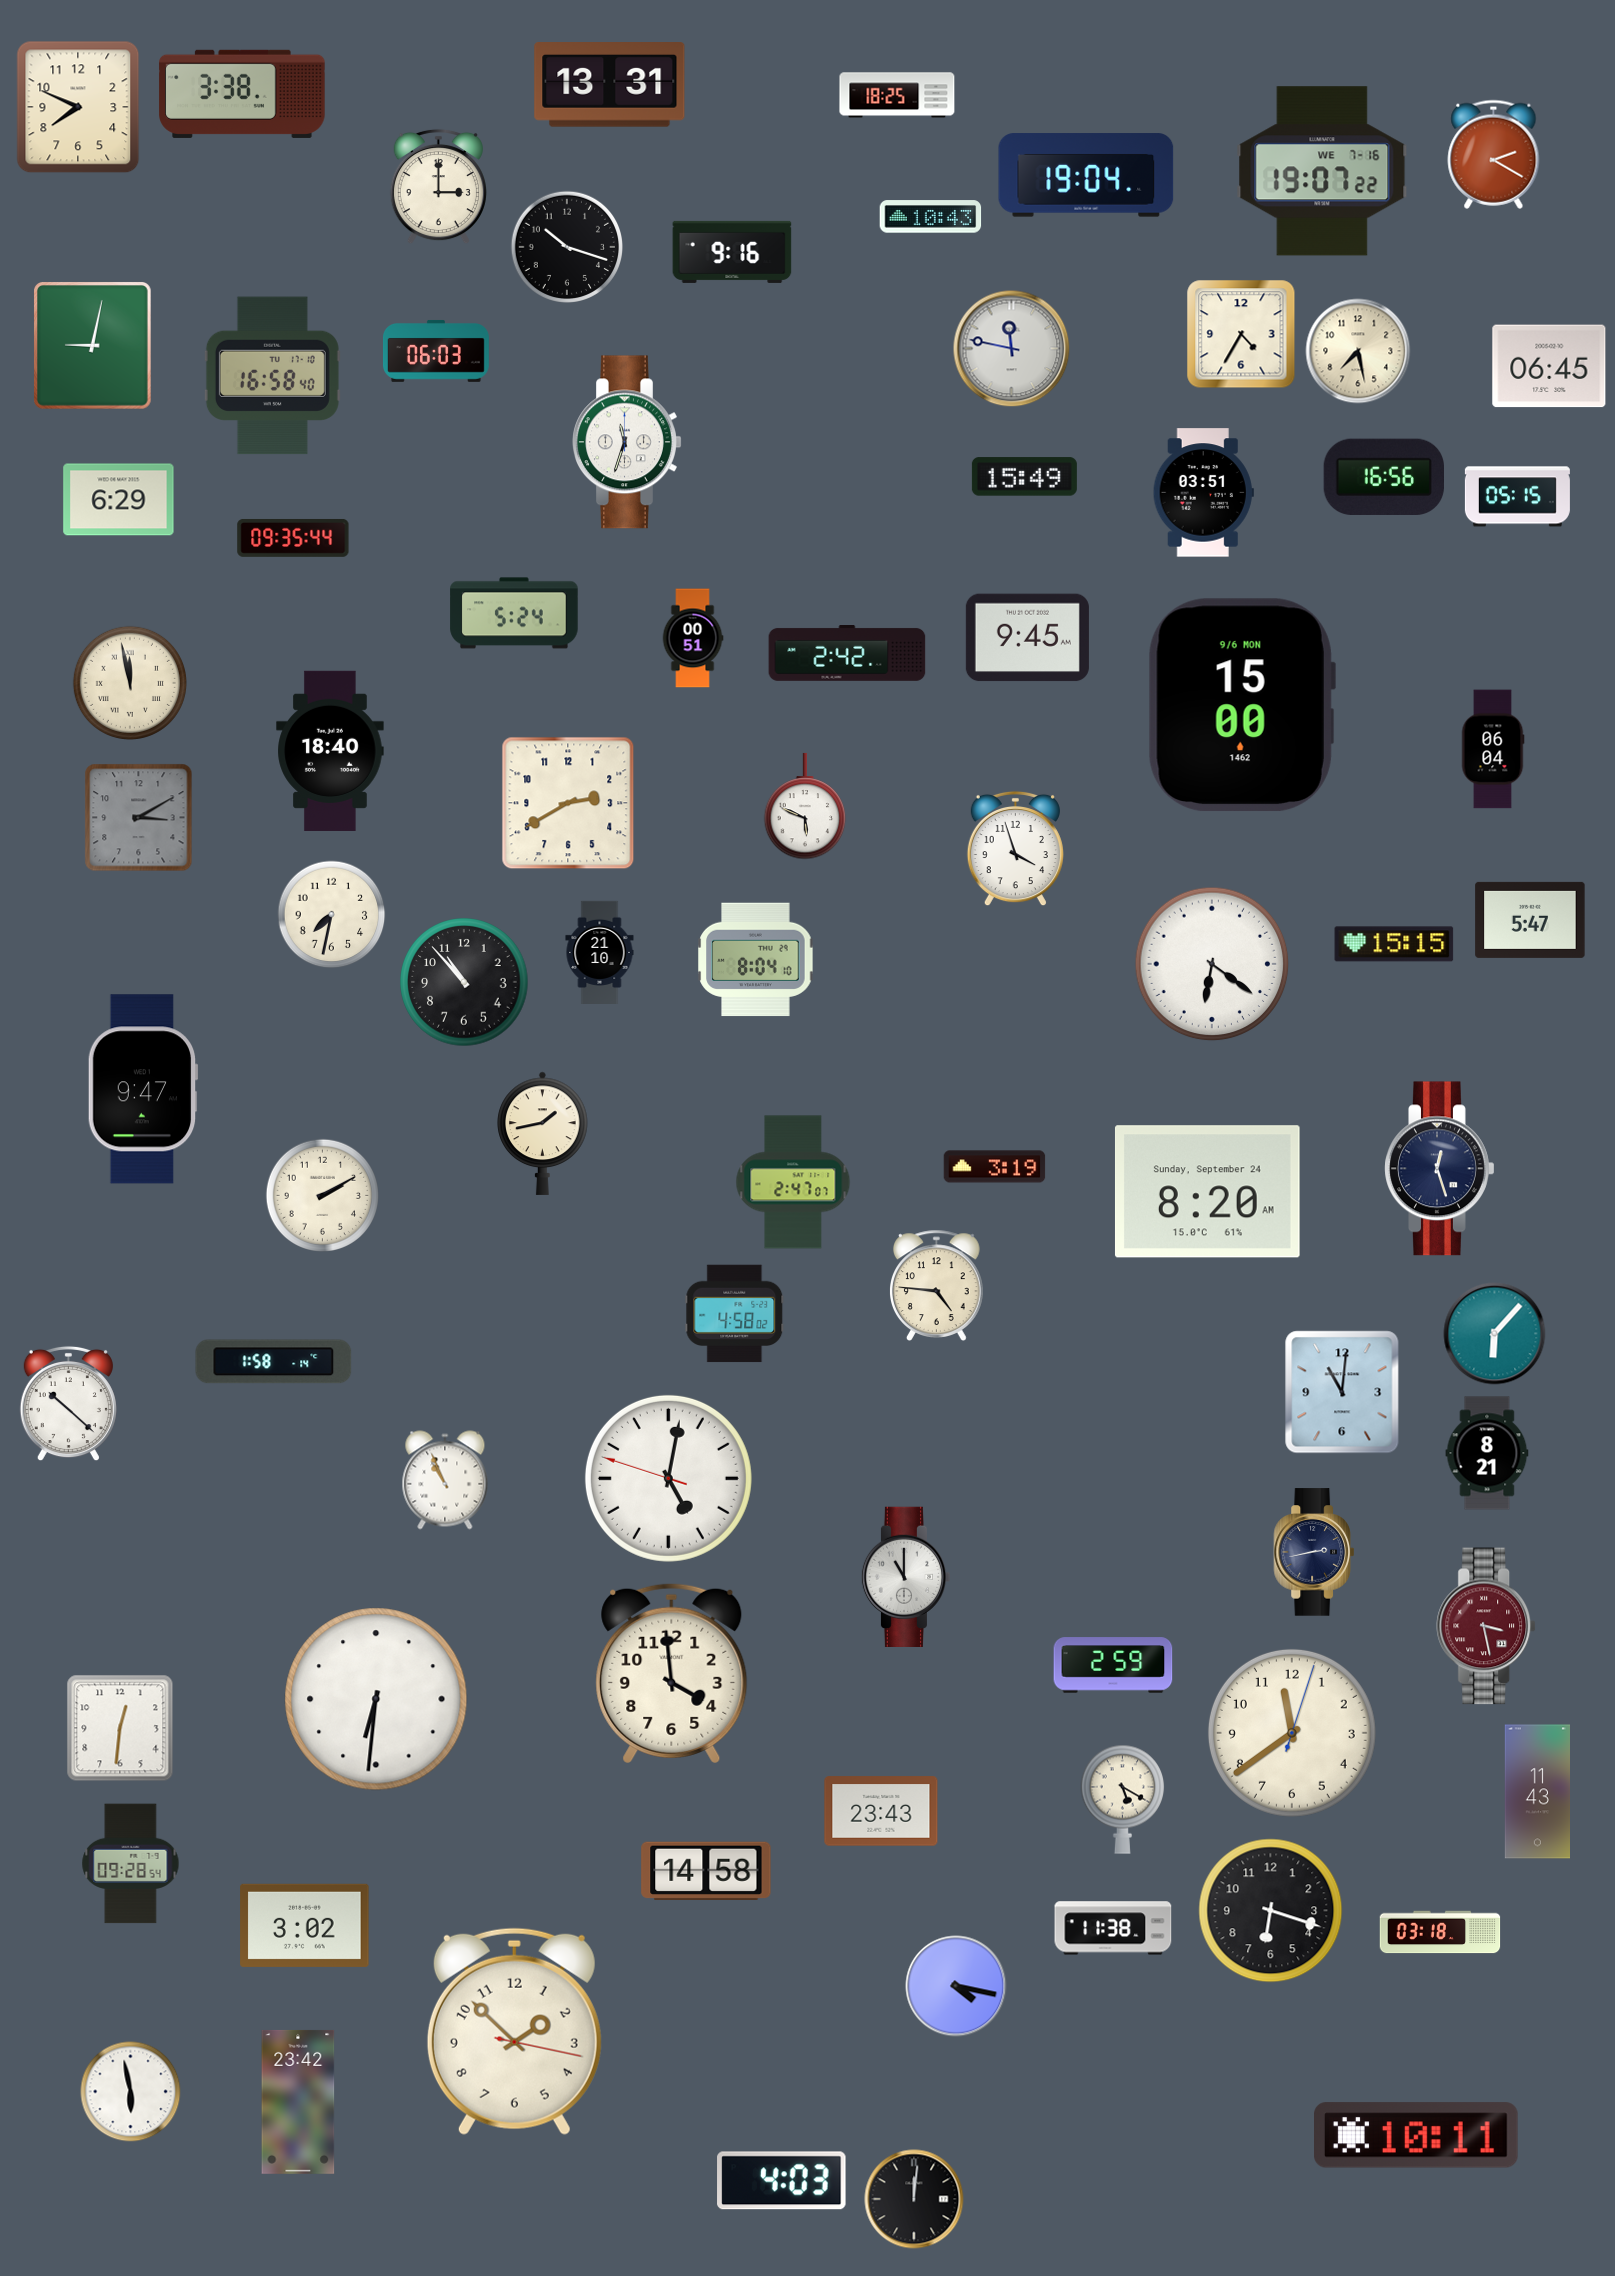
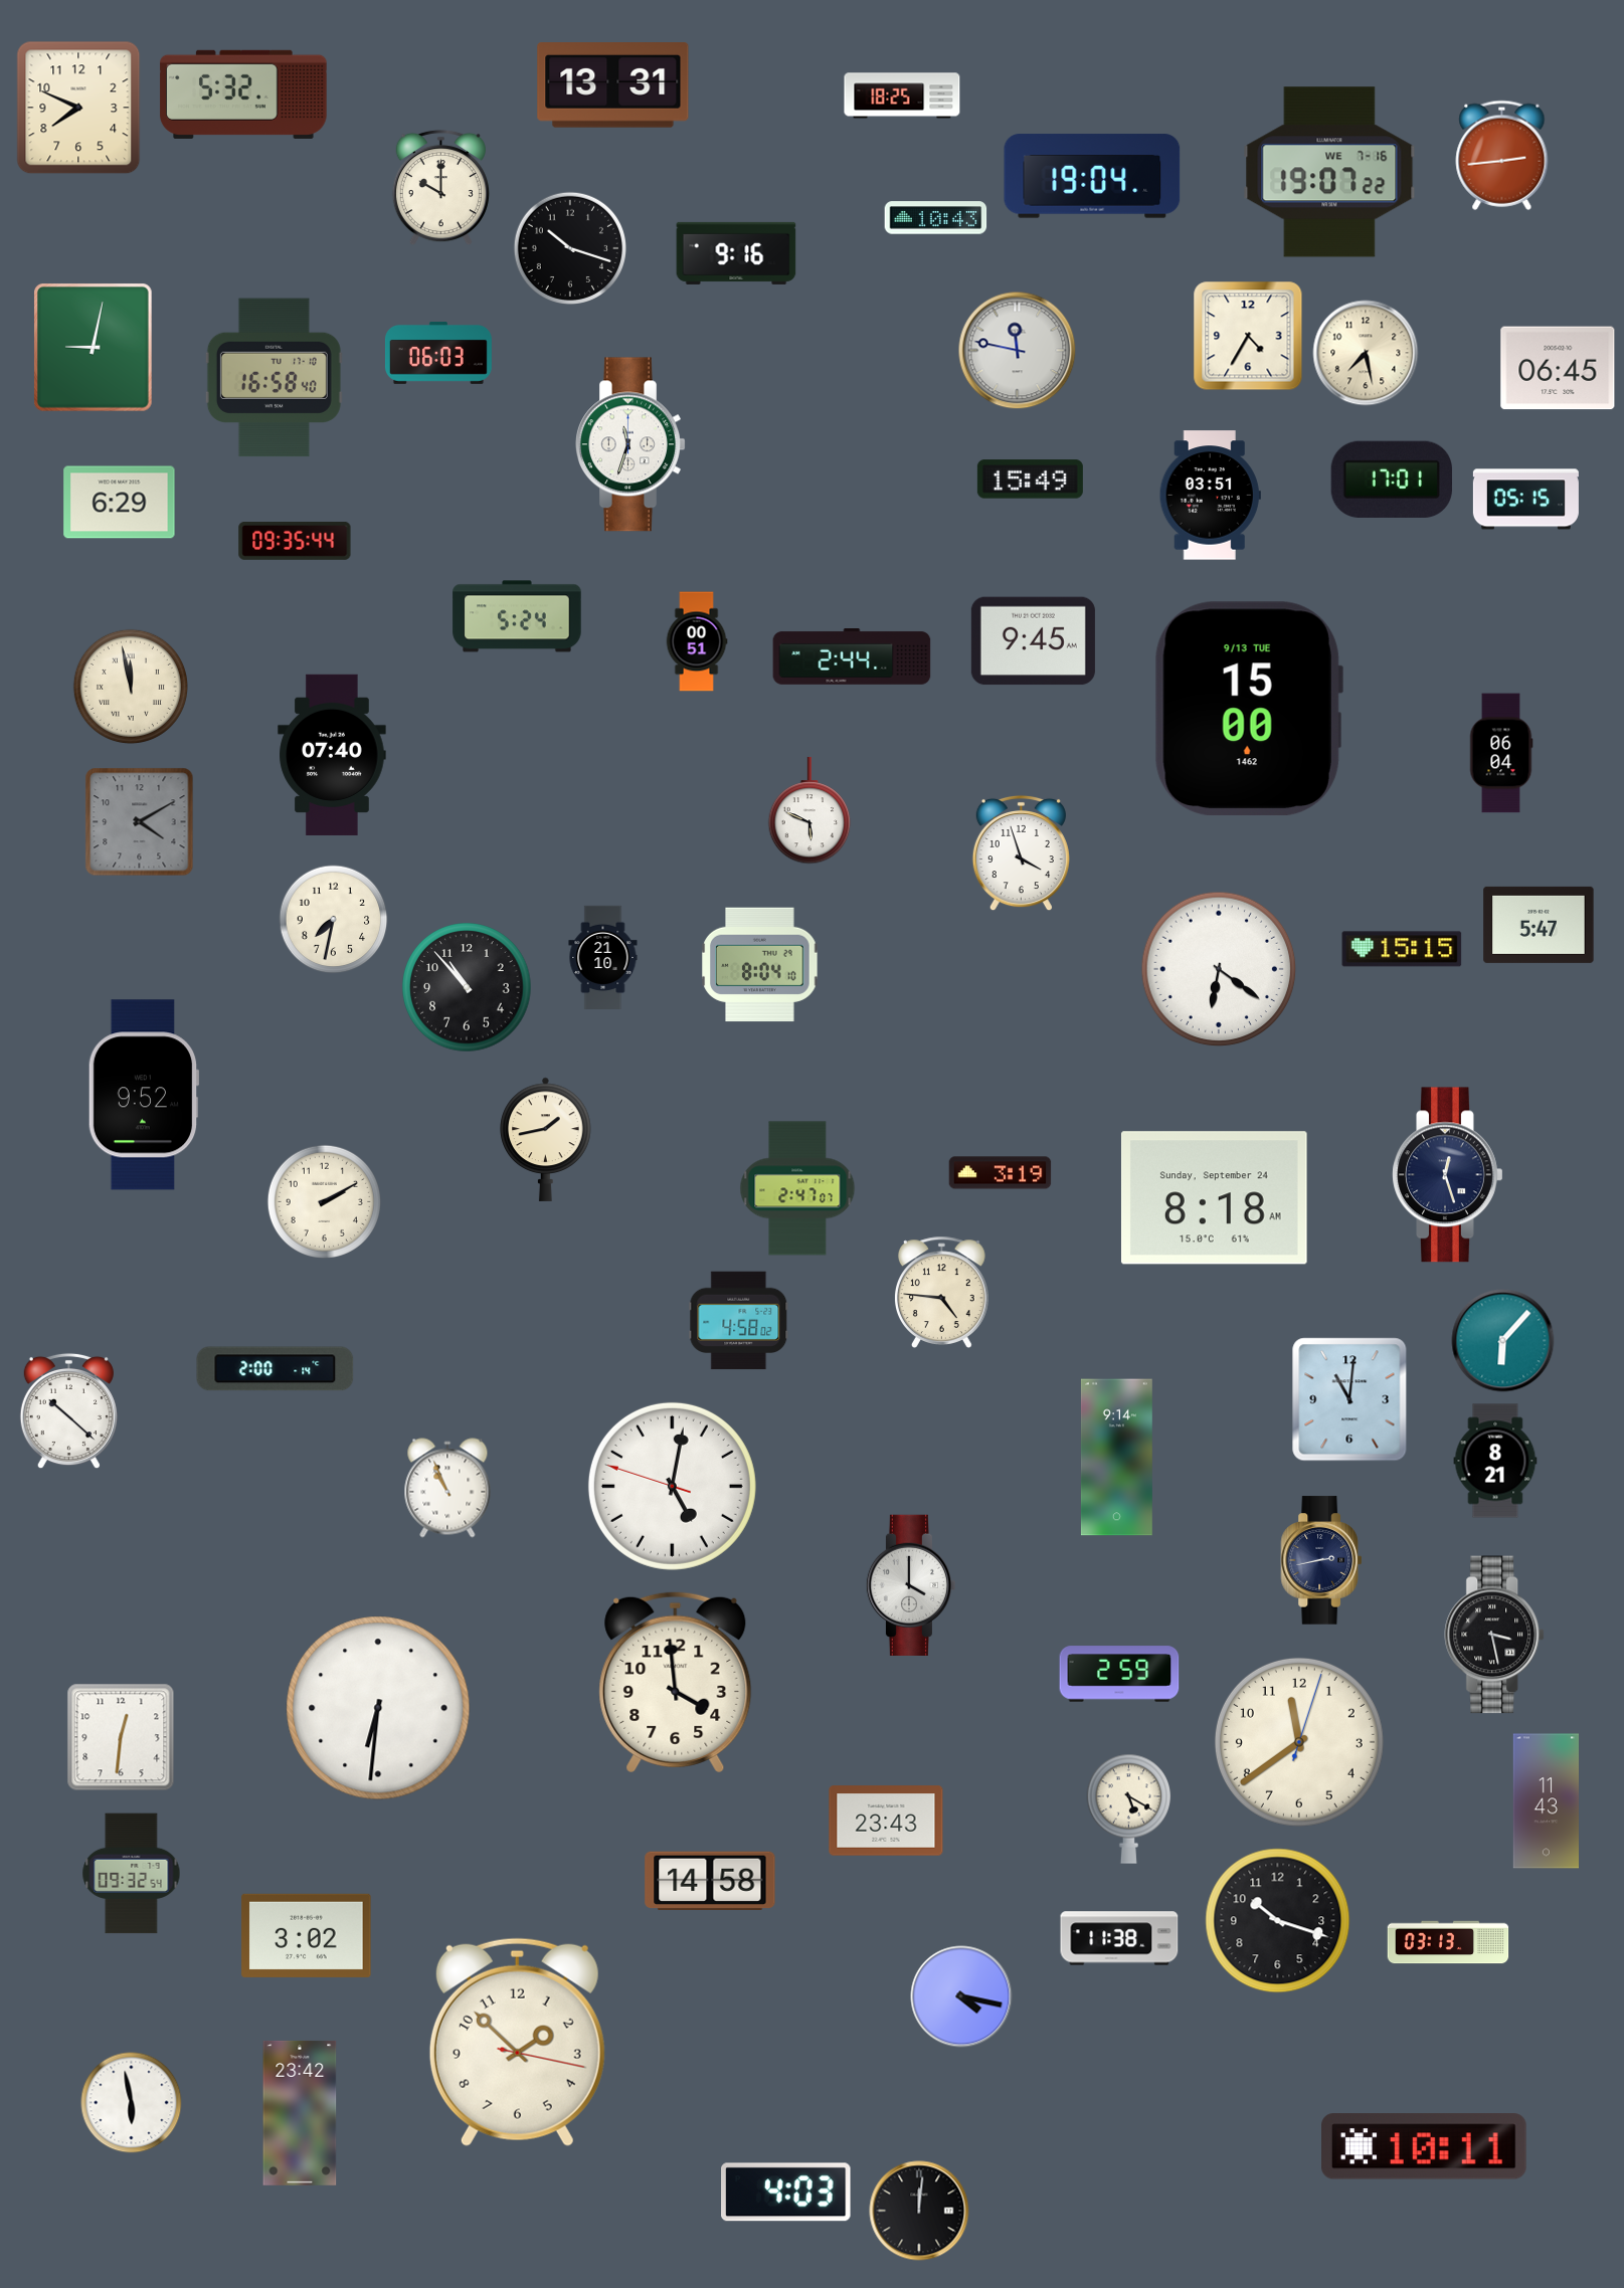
clock at (242, 94): 3:38 -> 5:32
clock at (1494, 154): 2:20 -> 2:44
clock at (438, 187): 3:00 -> 10:00
clock at (1383, 477): 16:56 -> 17:01
clock at (847, 654): 2:42 -> 2:44
clock at (1242, 705) date: 9/6 MON -> 9/13 TUE
clock at (330, 751): 18:40 -> 07:40
clock at (568, 803): 2:40 -> none
clock at (139, 818): 3:10 -> 4:10
clock at (143, 1089): 9:47 -> 9:52
clock at (1207, 1192): 8:20 -> 8:18
clock at (274, 1362): 1:58 -> 2:00
clock at (1116, 1458): none -> 9:14
clock at (906, 1576): 11:00 -> 4:00
clock at (1487, 1626) dial: burgundy -> black
clock at (131, 1864): 09:28 -> 09:32
clock at (1271, 1911): 6:18 -> 10:18
clock at (1440, 1932): 03:18 -> 03:13
